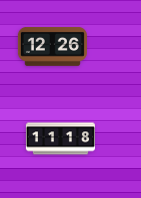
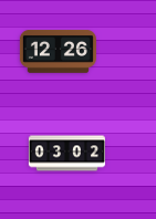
clock at (60, 139): 11:18 -> 03:02
